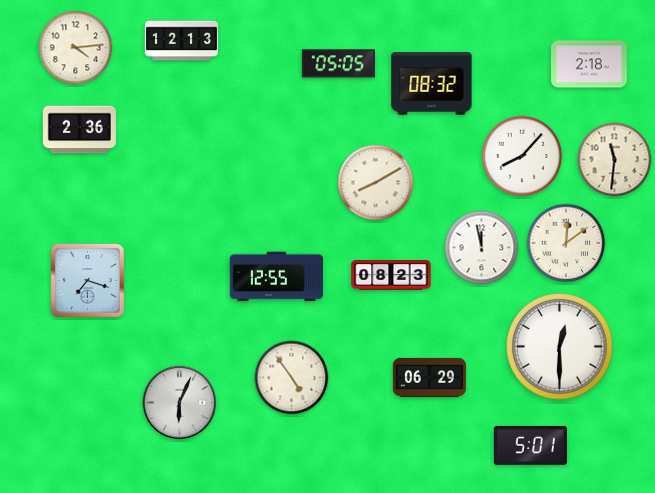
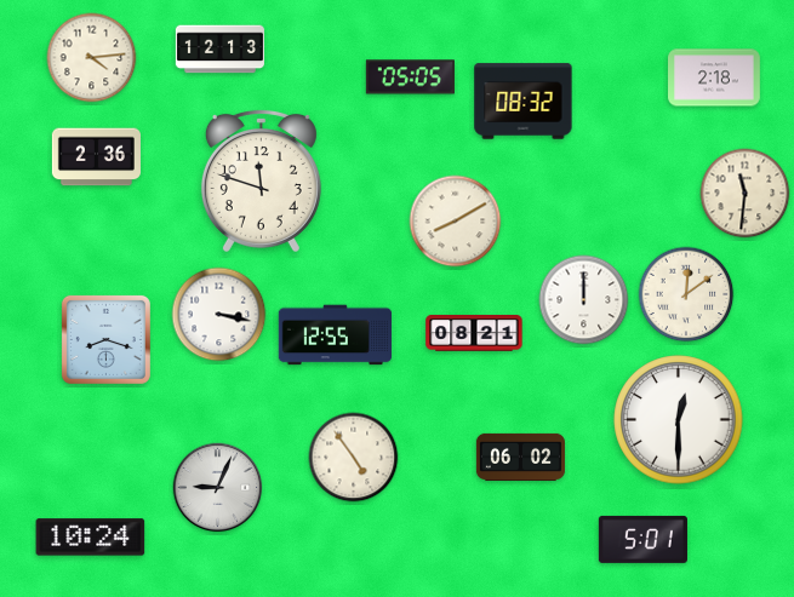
clock at (261, 180): none -> 11:48
clock at (522, 156): 8:07 -> none
clock at (482, 248): 11:58 -> 12:00
clock at (219, 315): none -> 3:17
clock at (391, 276): 08:23 -> 08:21
clock at (87, 280): 7:18 -> 8:18
clock at (429, 377): 06:29 -> 06:02
clock at (180, 403): 6:04 -> 9:04
clock at (91, 538): none -> 10:24
